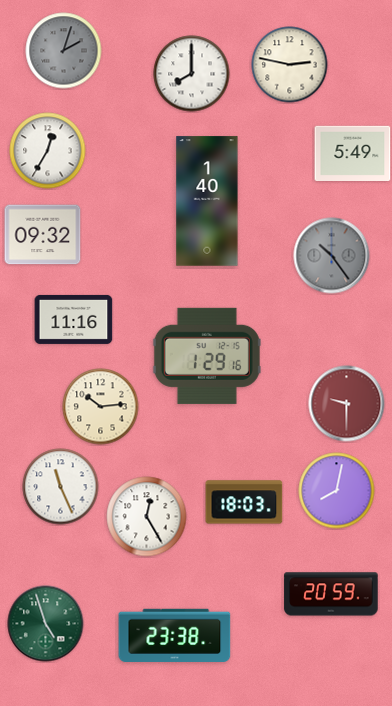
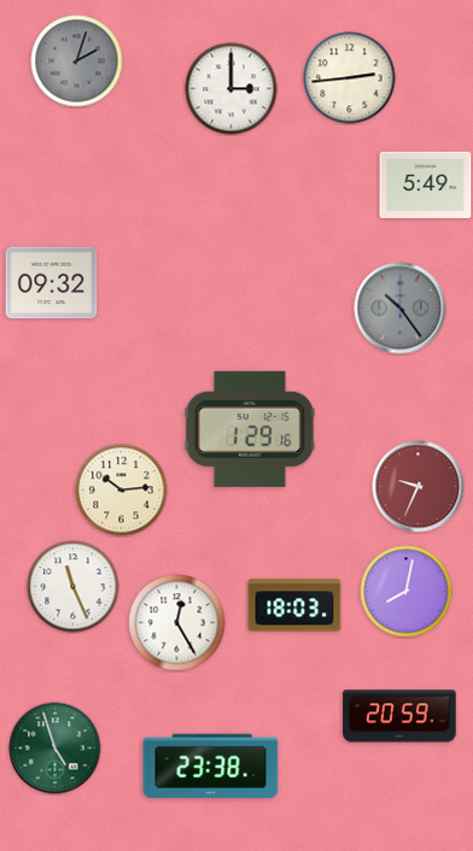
clock at (290, 65): 2:47 -> 2:44
clock at (192, 74): 8:00 -> 3:00
clock at (48, 151): 12:35 -> none
clock at (207, 201): 1:40 -> none
clock at (74, 319): 11:16 -> none
clock at (347, 404): 9:30 -> 9:34
clock at (46, 624) position: (46, 624) -> (56, 749)
